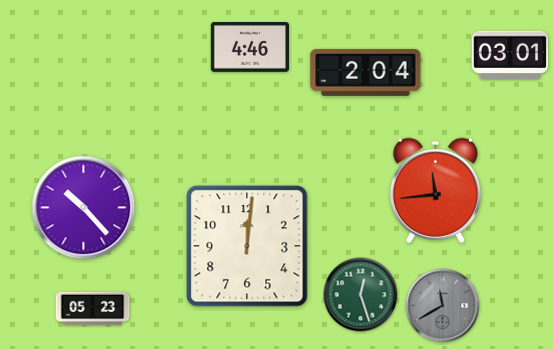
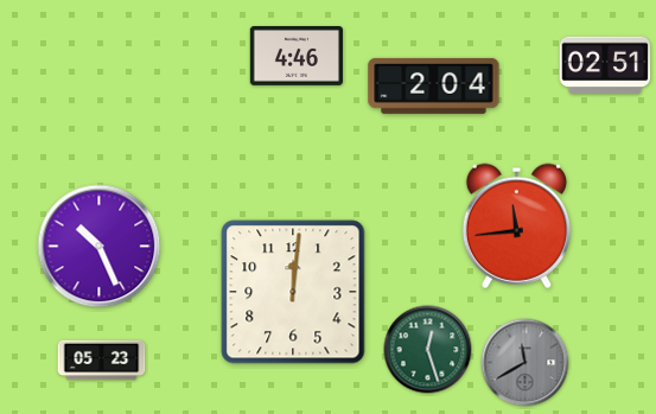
clock at (510, 55): 03:01 -> 02:51
clock at (84, 208): 10:23 -> 10:26
clock at (93, 309) position: (93, 309) -> (102, 361)
